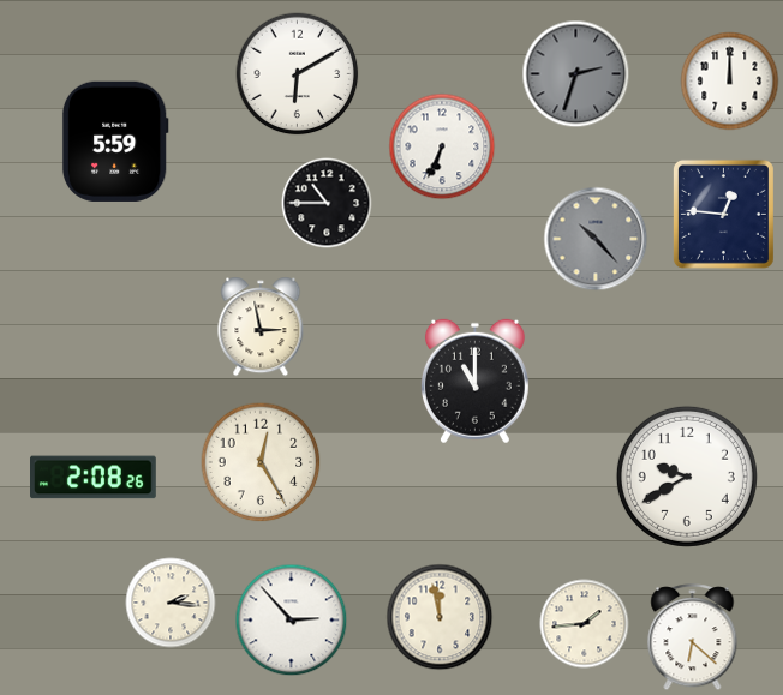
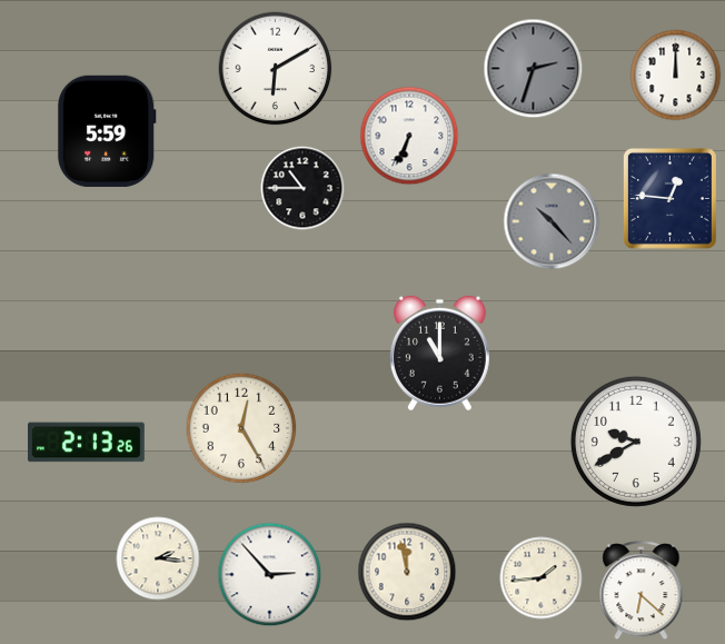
clock at (261, 326): 2:58 -> none
clock at (94, 478): 2:08 -> 2:13
